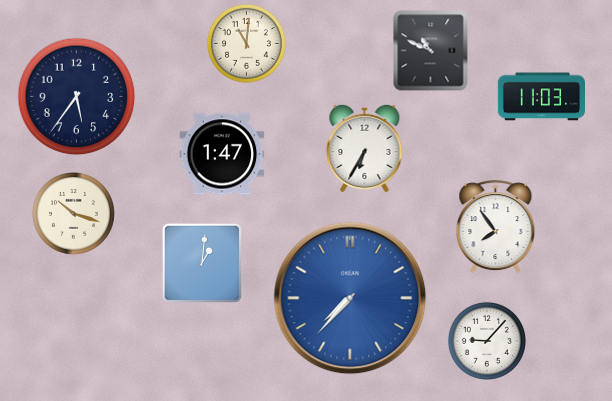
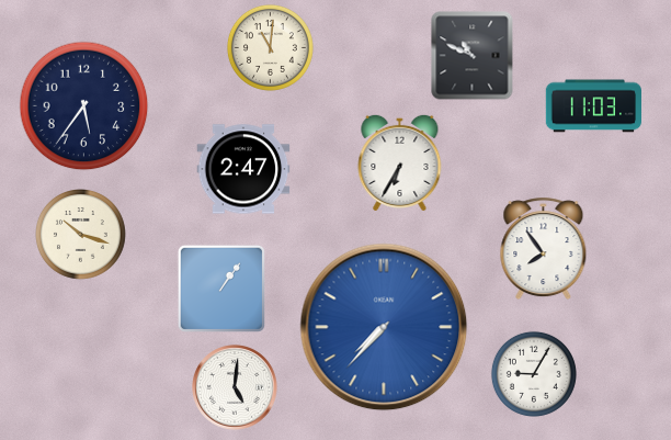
clock at (222, 154): 1:47 -> 2:47
clock at (202, 263): 1:01 -> 1:06
clock at (487, 341): 9:07 -> 9:05
clock at (235, 387): none -> 5:01
